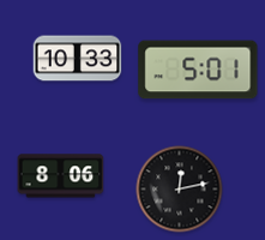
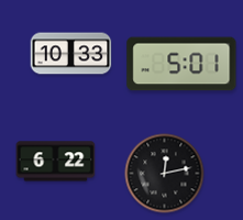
clock at (61, 176): 8:06 -> 6:22
